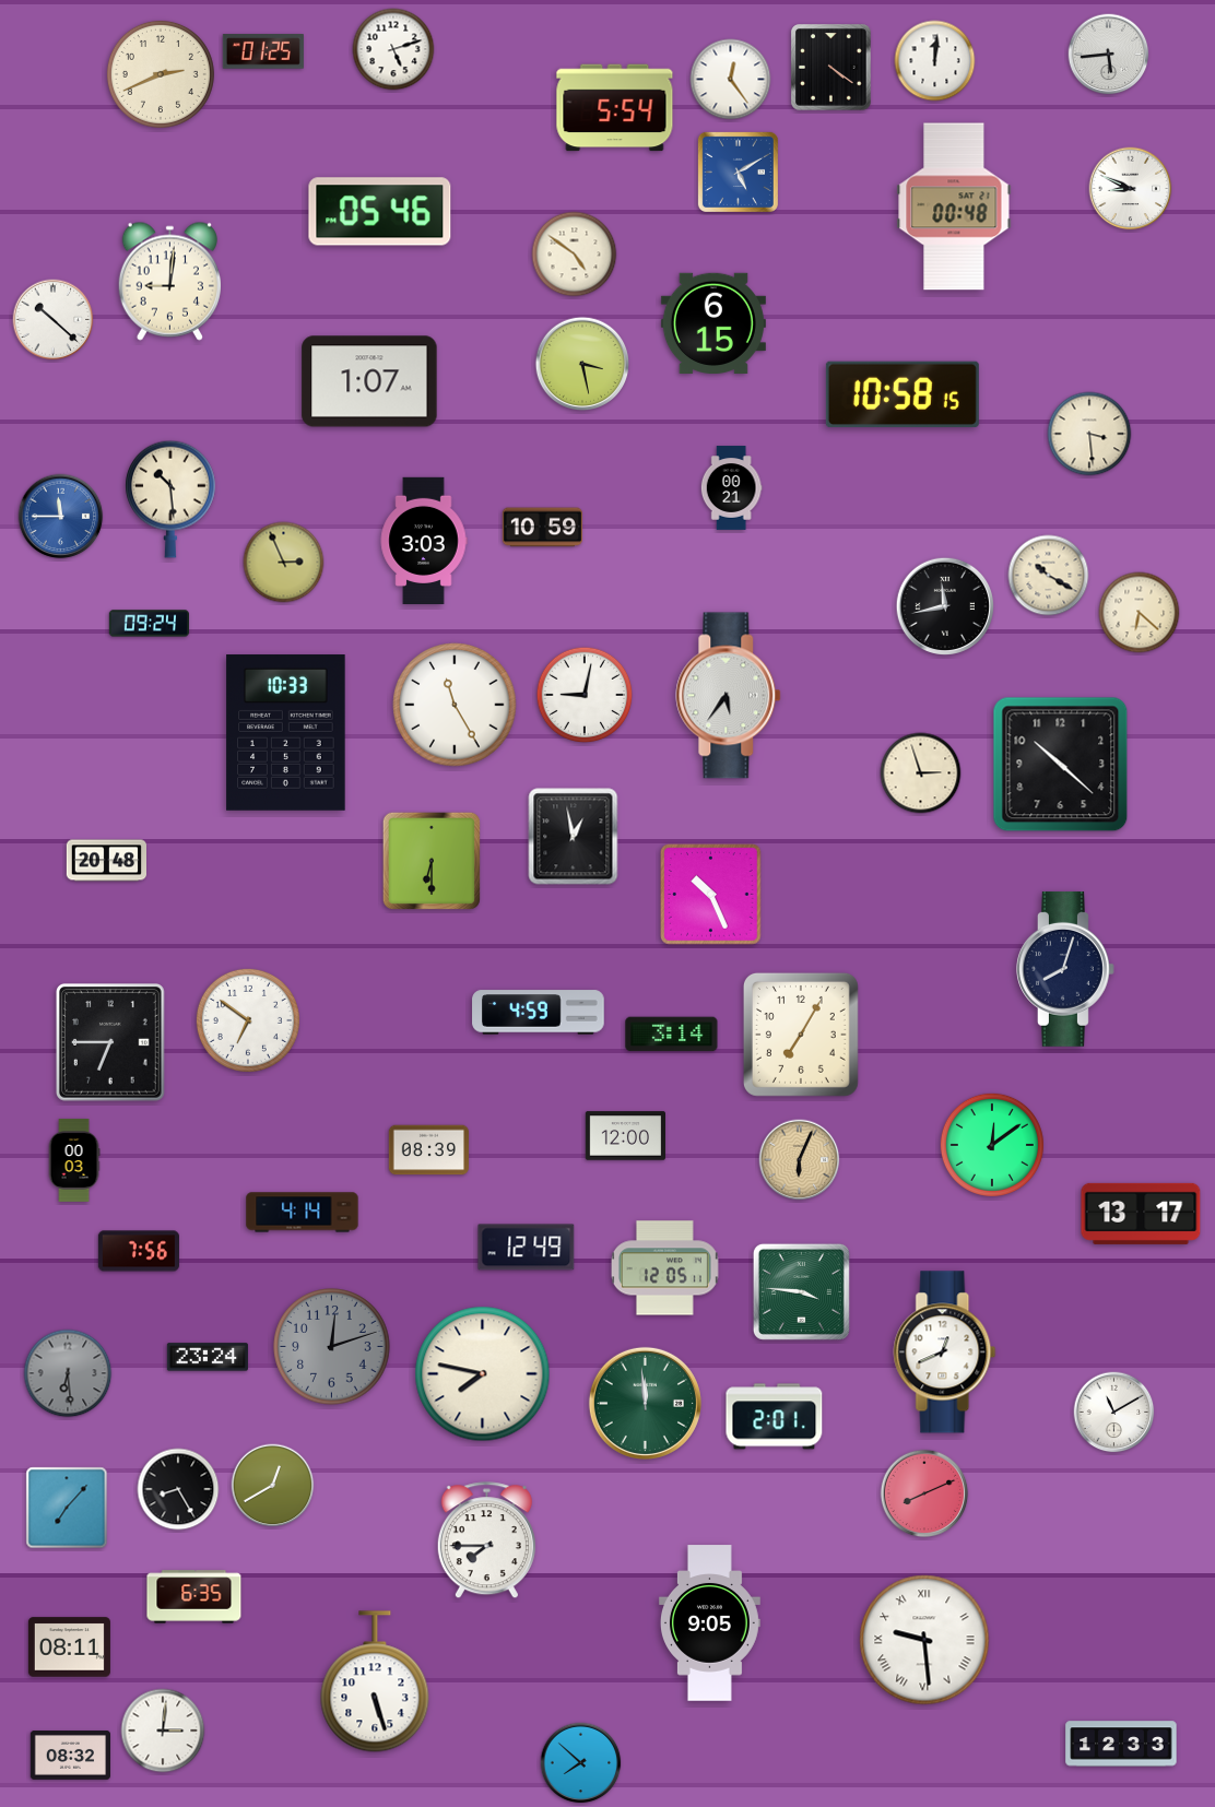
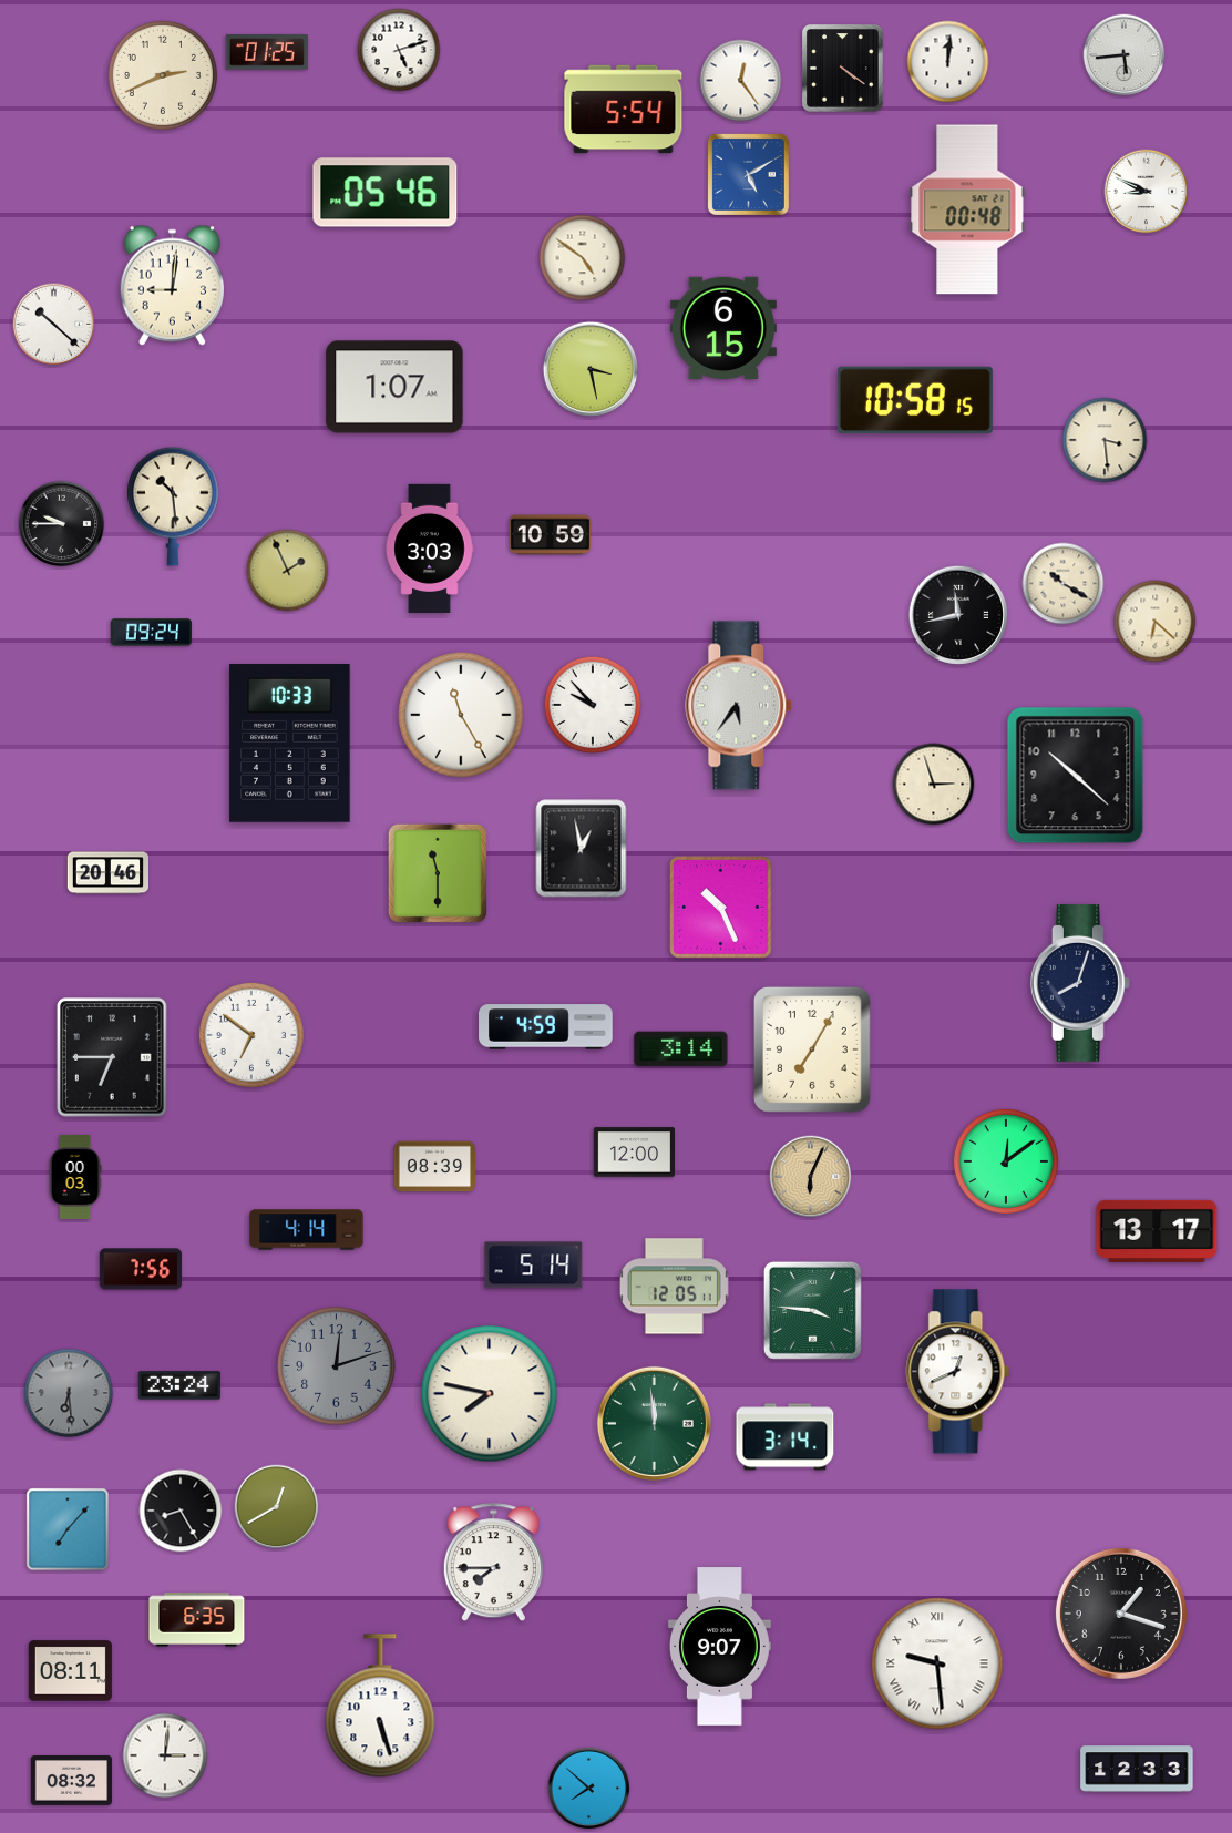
clock at (380, 212) position: (380, 212) -> (386, 193)
clock at (369, 381) position: (369, 381) -> (394, 387)
clock at (731, 488): 00:21 -> none
clock at (61, 517): 11:45 -> 9:45
clock at (61, 517) dial: blue -> black
clock at (284, 563): 2:56 -> 1:56
clock at (585, 695): 9:02 -> 9:53
clock at (106, 861): 20:48 -> 20:46
clock at (432, 861): 6:30 -> 11:30
clock at (527, 1248): 12:49 -> 5:14
clock at (208, 1357) position: (208, 1357) -> (179, 1385)
clock at (1114, 1413): 11:10 -> none
clock at (775, 1417): 2:01 -> 3:14
clock at (924, 1493): 8:11 -> none
clock at (1121, 1614): none -> 1:18
clock at (709, 1623): 9:05 -> 9:07
